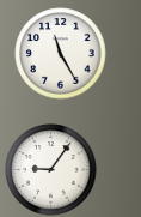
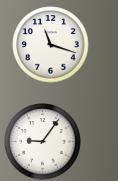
clock at (61, 54): 11:25 -> 11:18
